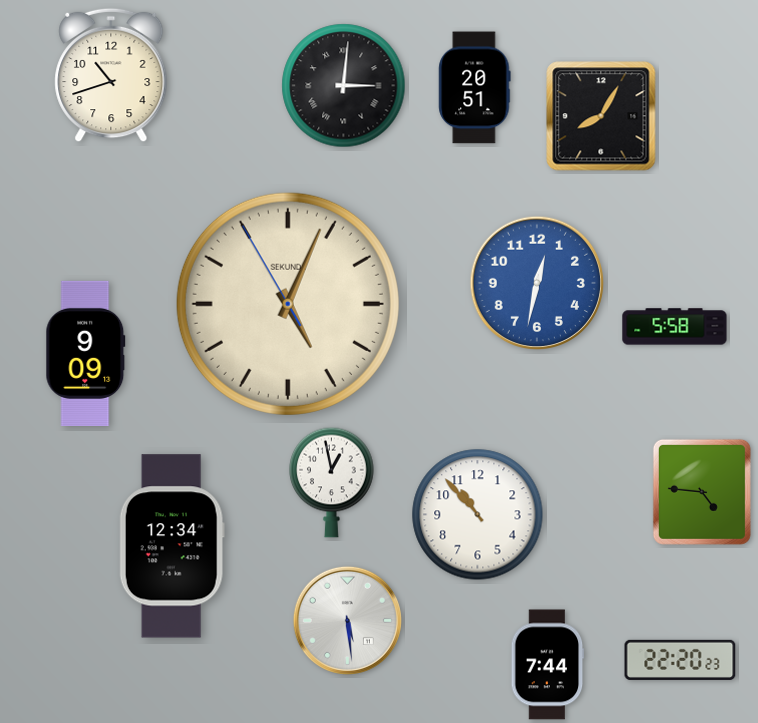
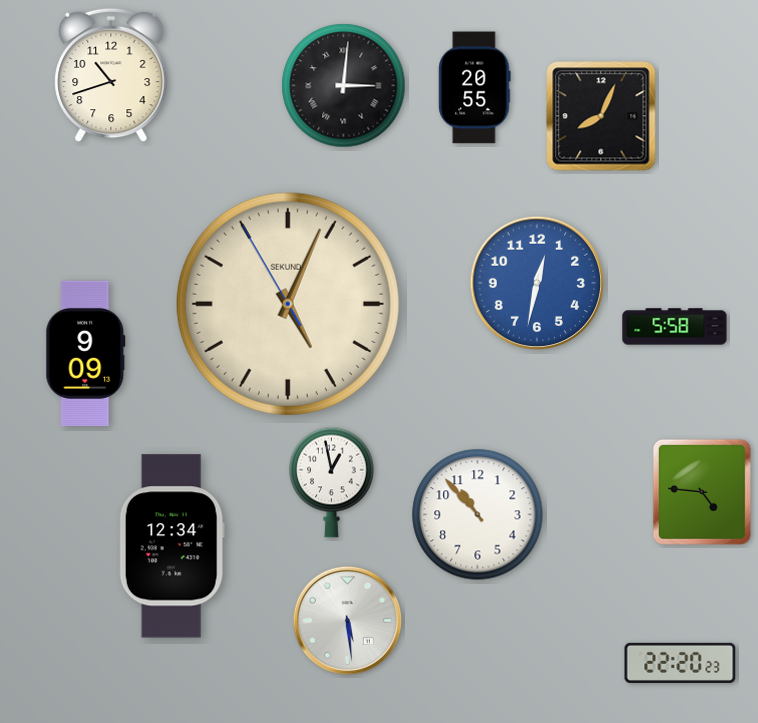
clock at (475, 88): 20:51 -> 20:55
clock at (601, 116): 8:05 -> 8:04
clock at (680, 660) position: (680, 660) -> (680, 663)
clock at (548, 665): 7:44 -> none
